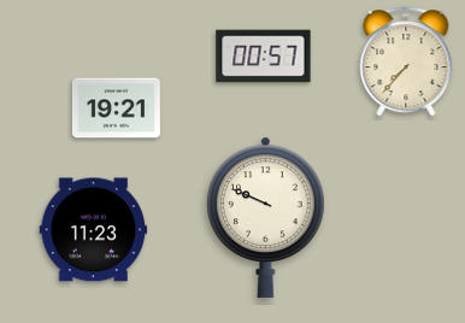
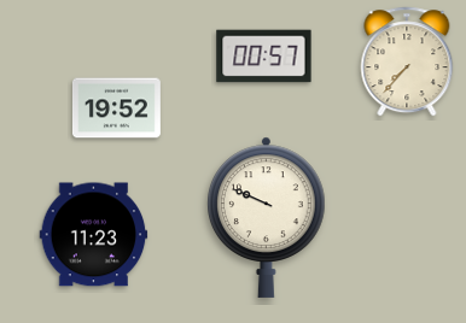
clock at (116, 108): 19:21 -> 19:52
clock at (94, 230) position: (94, 230) -> (94, 235)
